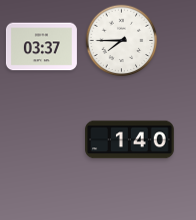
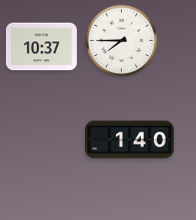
clock at (41, 47): 03:37 -> 10:37
